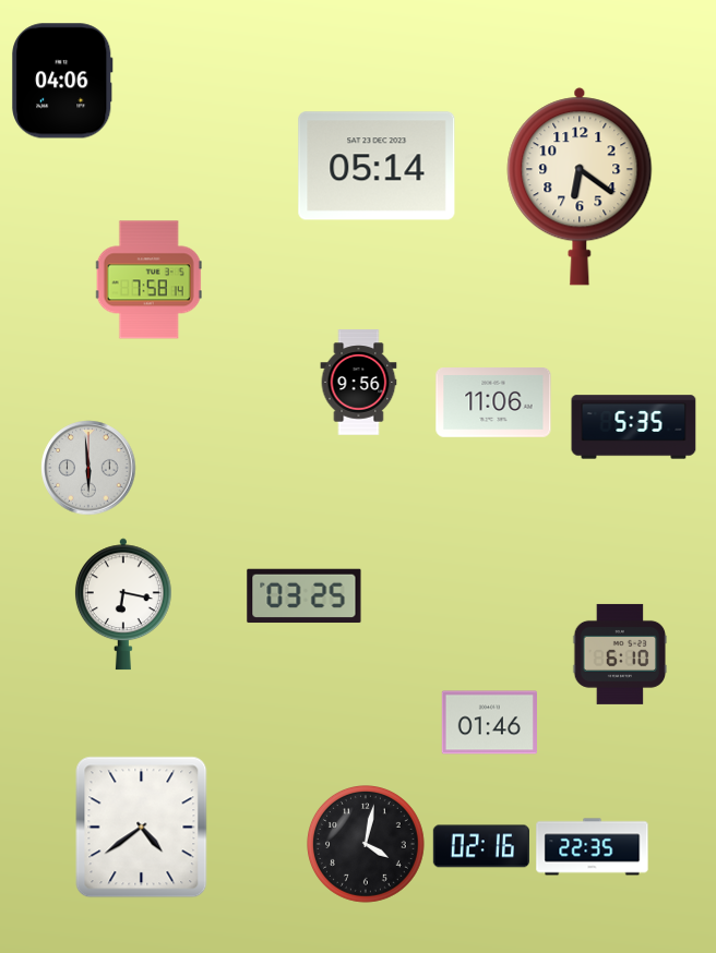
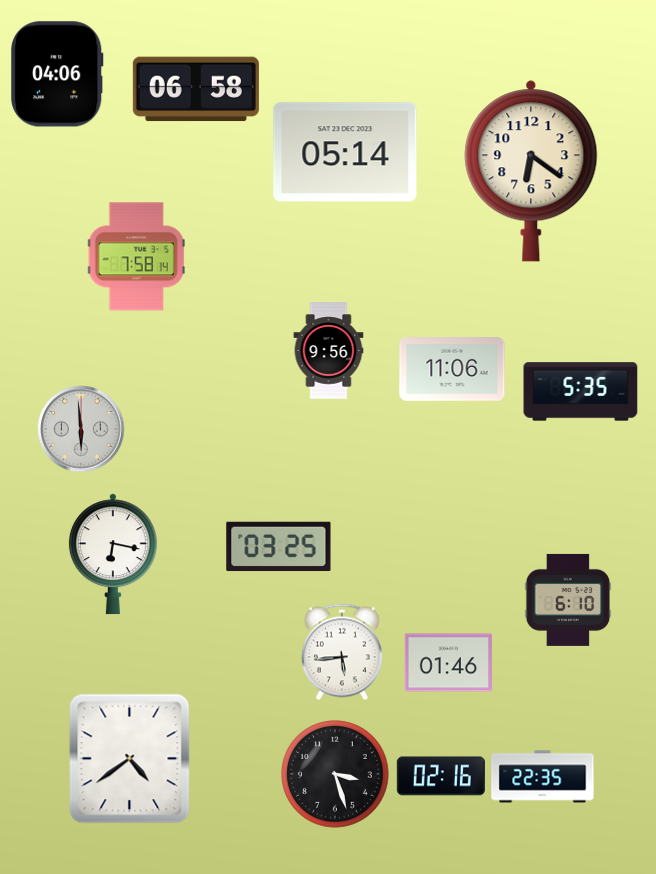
clock at (196, 89): none -> 06:58
clock at (342, 652): none -> 5:44
clock at (367, 845): 4:02 -> 3:27
